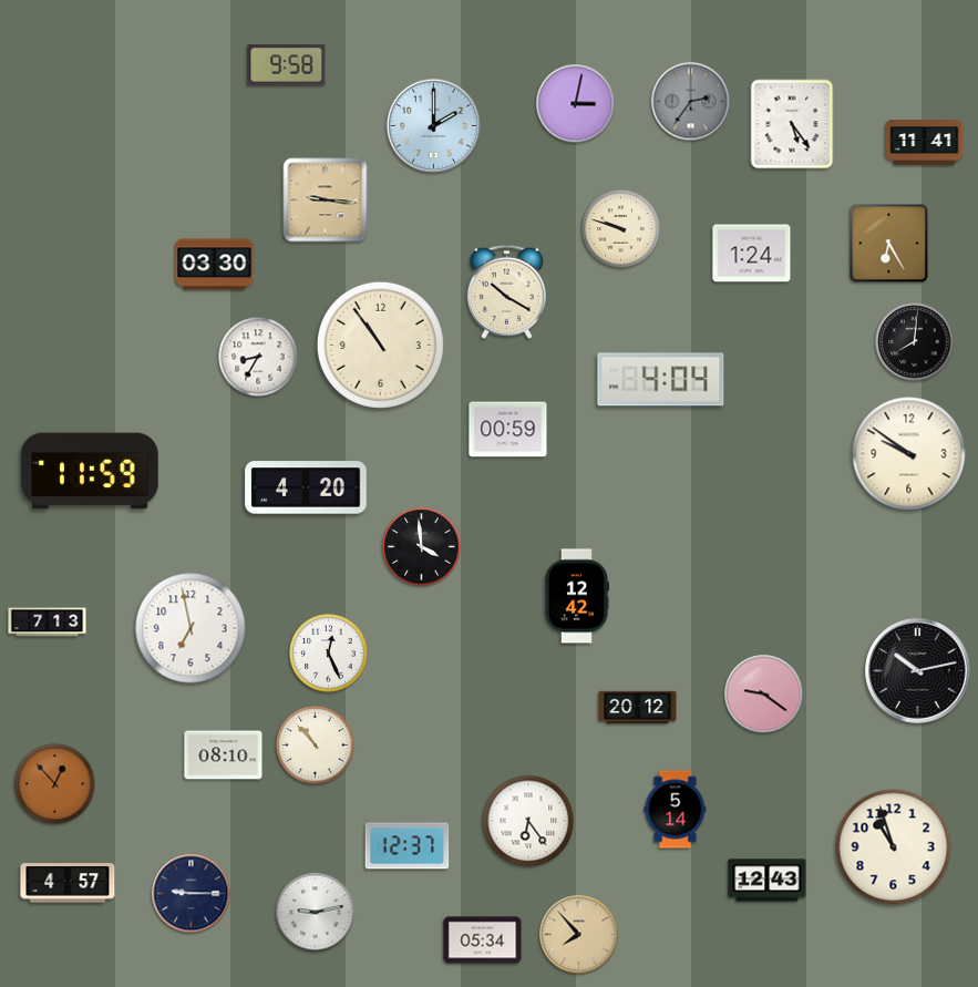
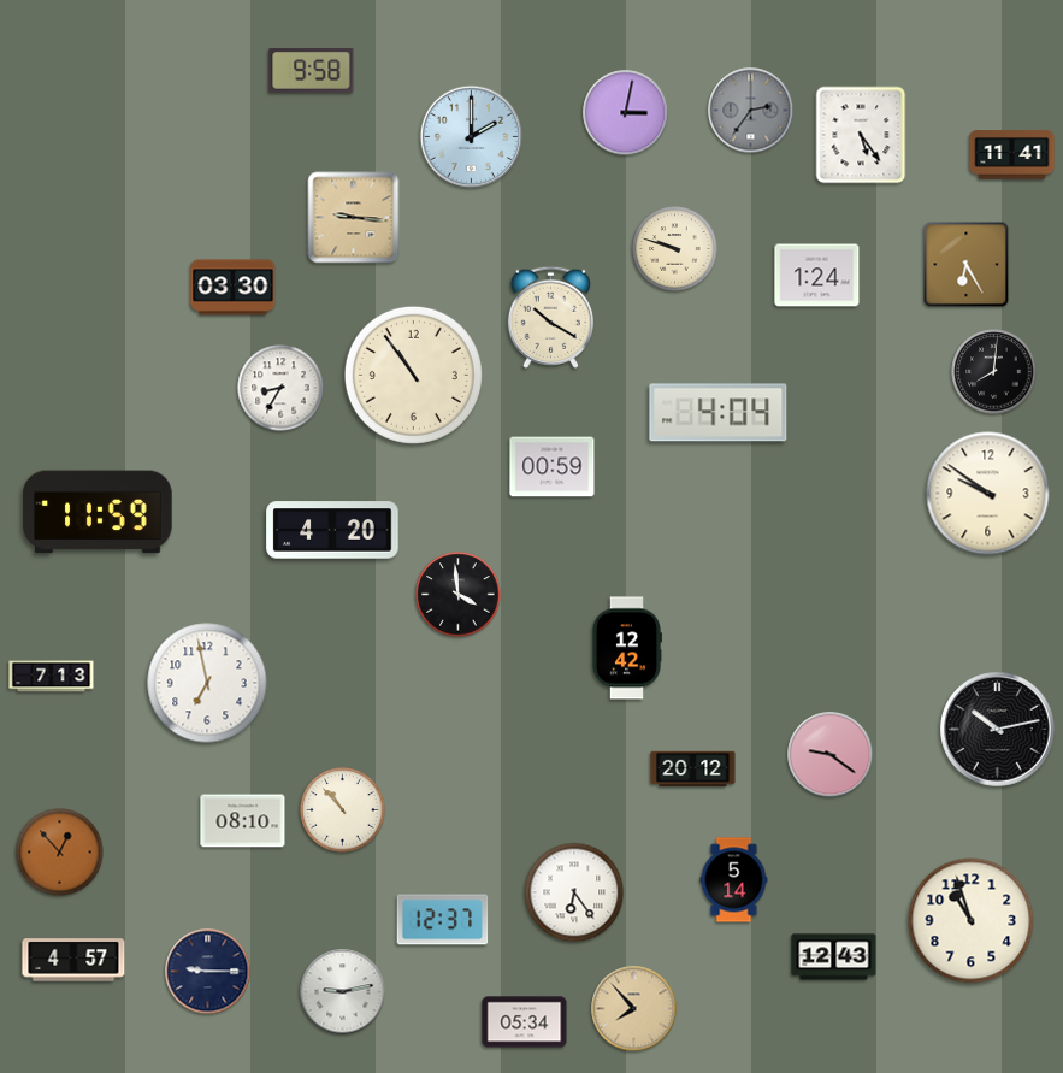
clock at (925, 143) position: (925, 143) -> (1012, 155)
clock at (329, 654): 12:26 -> none
clock at (579, 935) position: (579, 935) -> (634, 1009)
